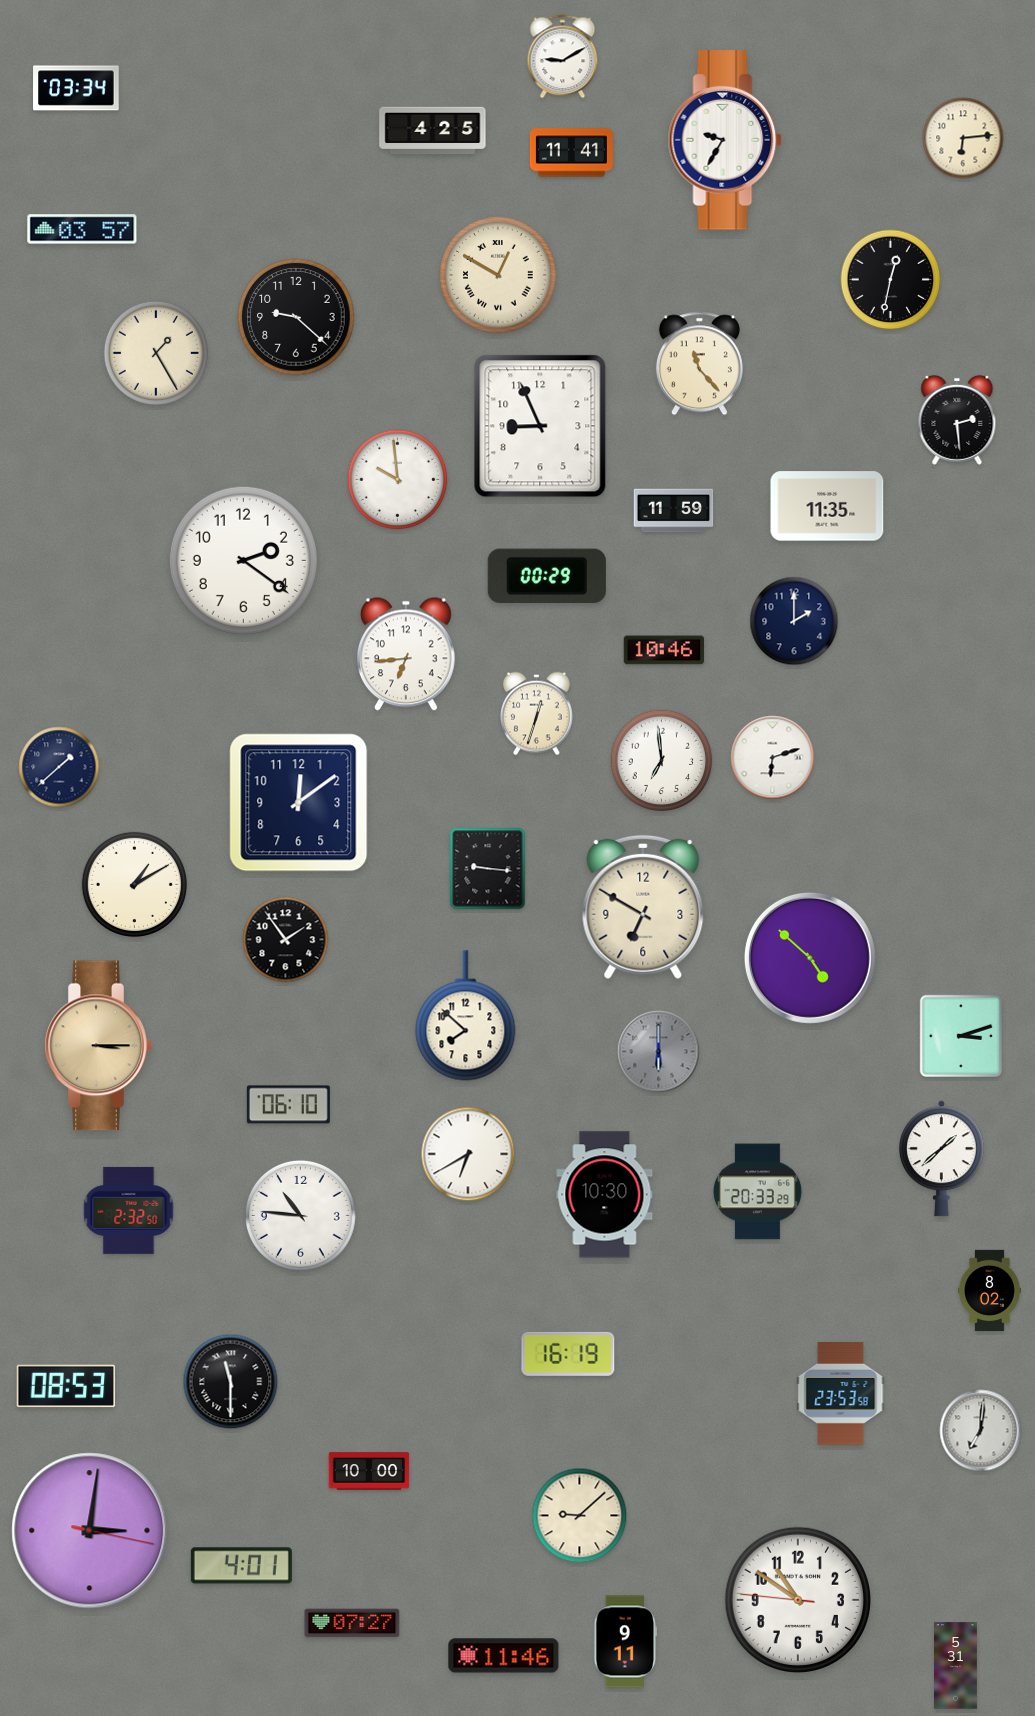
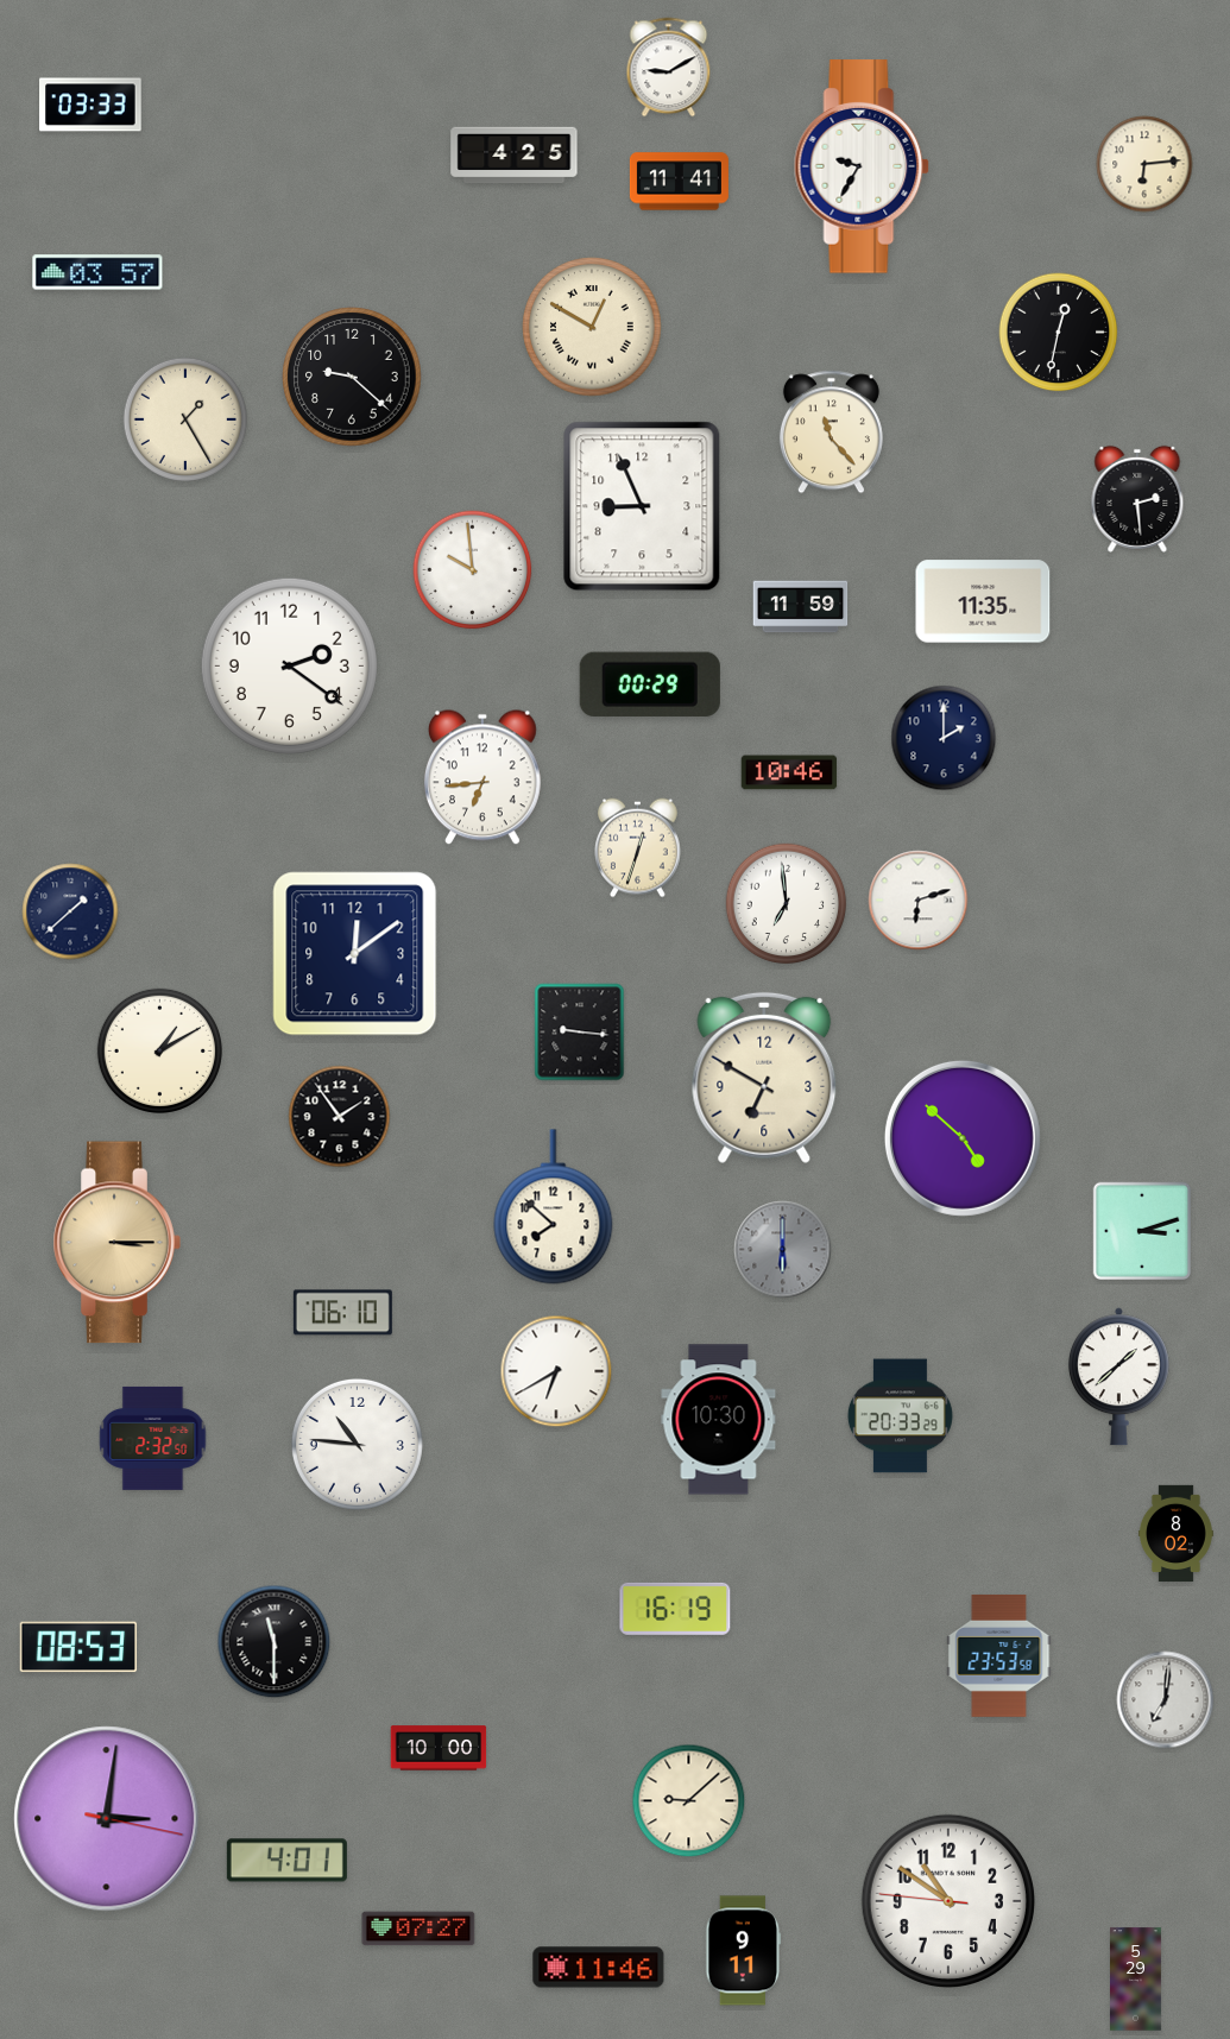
clock at (76, 88): 03:34 -> 03:33
clock at (956, 1666): 5:31 -> 5:29
